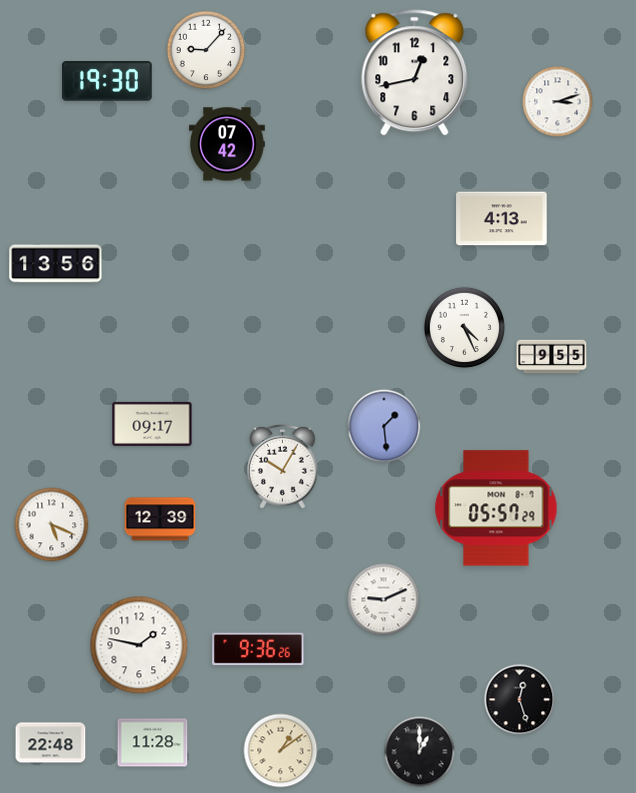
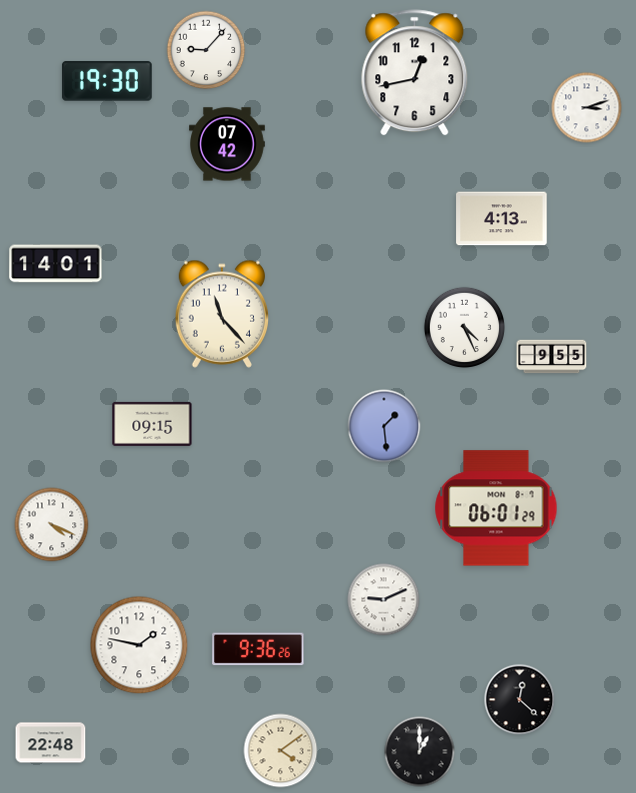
clock at (558, 102) position: (558, 102) -> (587, 108)
clock at (56, 264): 13:56 -> 14:01
clock at (221, 314): none -> 11:23
clock at (152, 424): 09:17 -> 09:15
clock at (283, 466): 10:05 -> none
clock at (496, 508): 05:57 -> 06:01
clock at (160, 519): 12:39 -> none
clock at (52, 525): 5:19 -> 4:19
clock at (520, 700): 12:27 -> 12:22
clock at (153, 743): 11:28 -> none
clock at (281, 751): 1:09 -> 4:09
